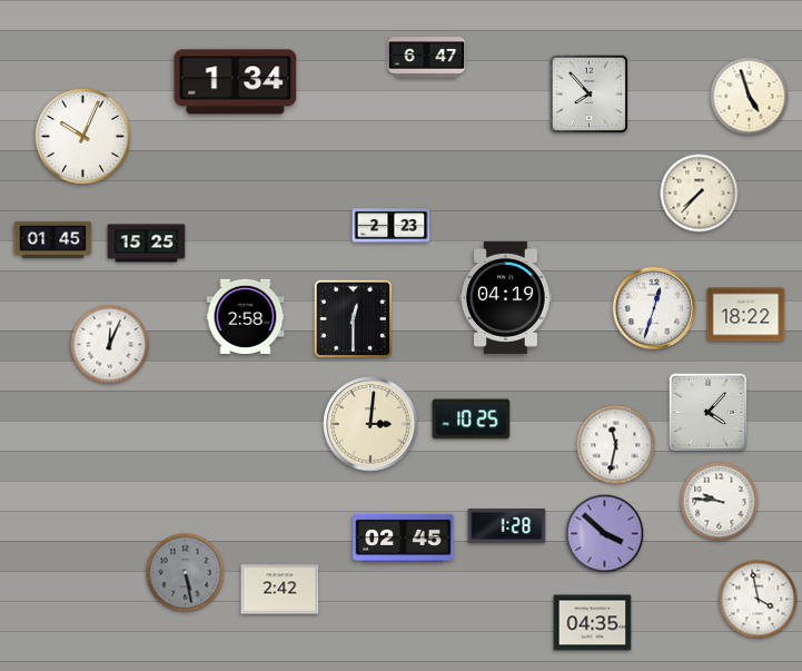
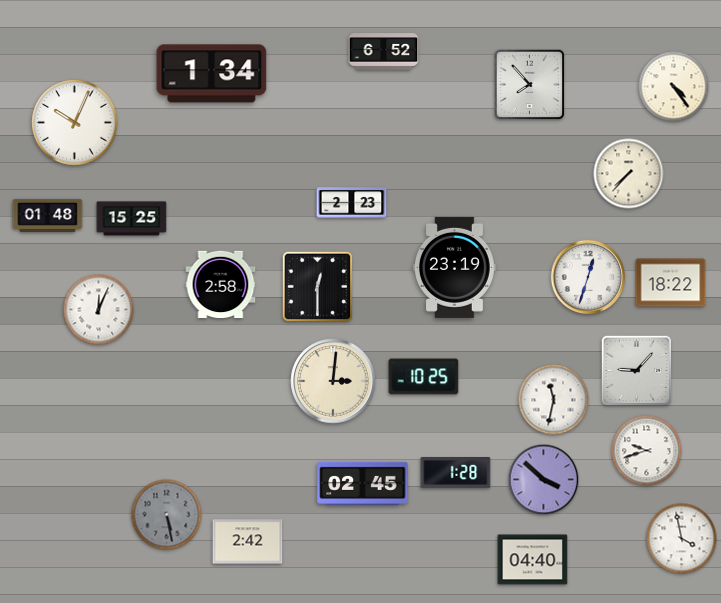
clock at (427, 58): 6:47 -> 6:52
clock at (750, 97): 4:57 -> 4:24
clock at (53, 239): 01:45 -> 01:48
clock at (506, 297): 04:19 -> 23:19
clock at (709, 413): 4:07 -> 9:07
clock at (720, 502): 9:46 -> 9:42
clock at (280, 590) position: (280, 590) -> (248, 542)
clock at (593, 623): 04:35 -> 04:40
